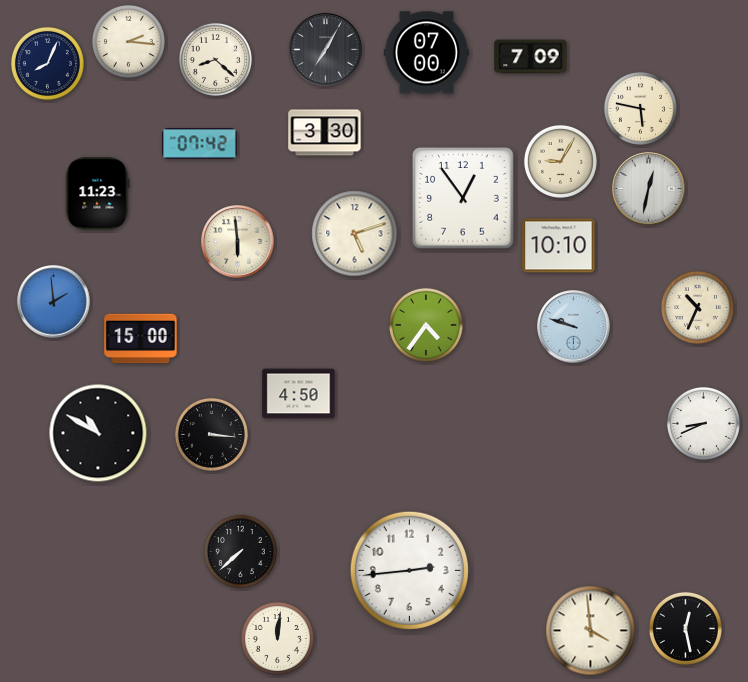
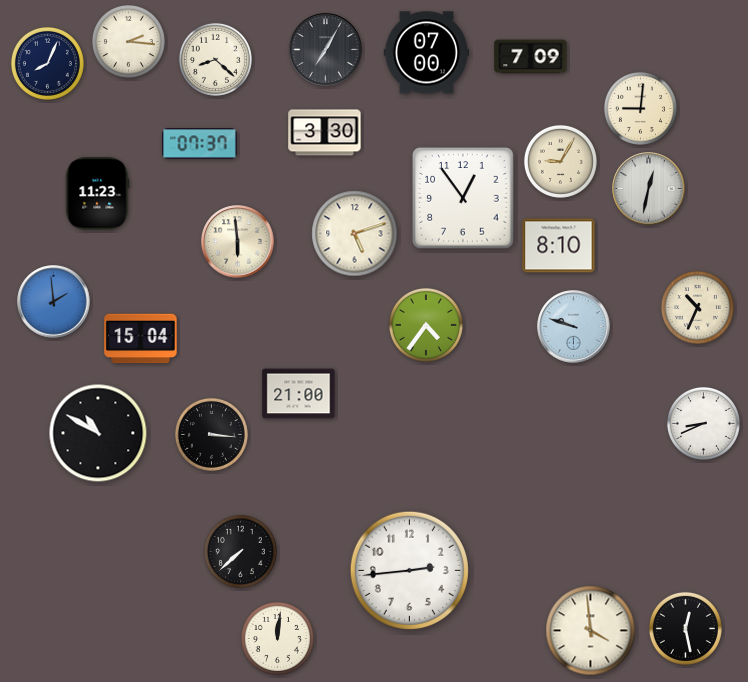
clock at (640, 108): 5:47 -> 9:01
clock at (200, 144): 07:42 -> 07:37
clock at (559, 246): 10:10 -> 8:10
clock at (141, 339): 15:00 -> 15:04
clock at (299, 394): 4:50 -> 21:00
